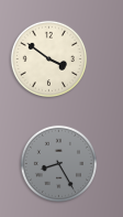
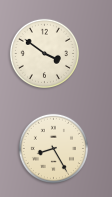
clock at (58, 163) dial: grey -> cream
